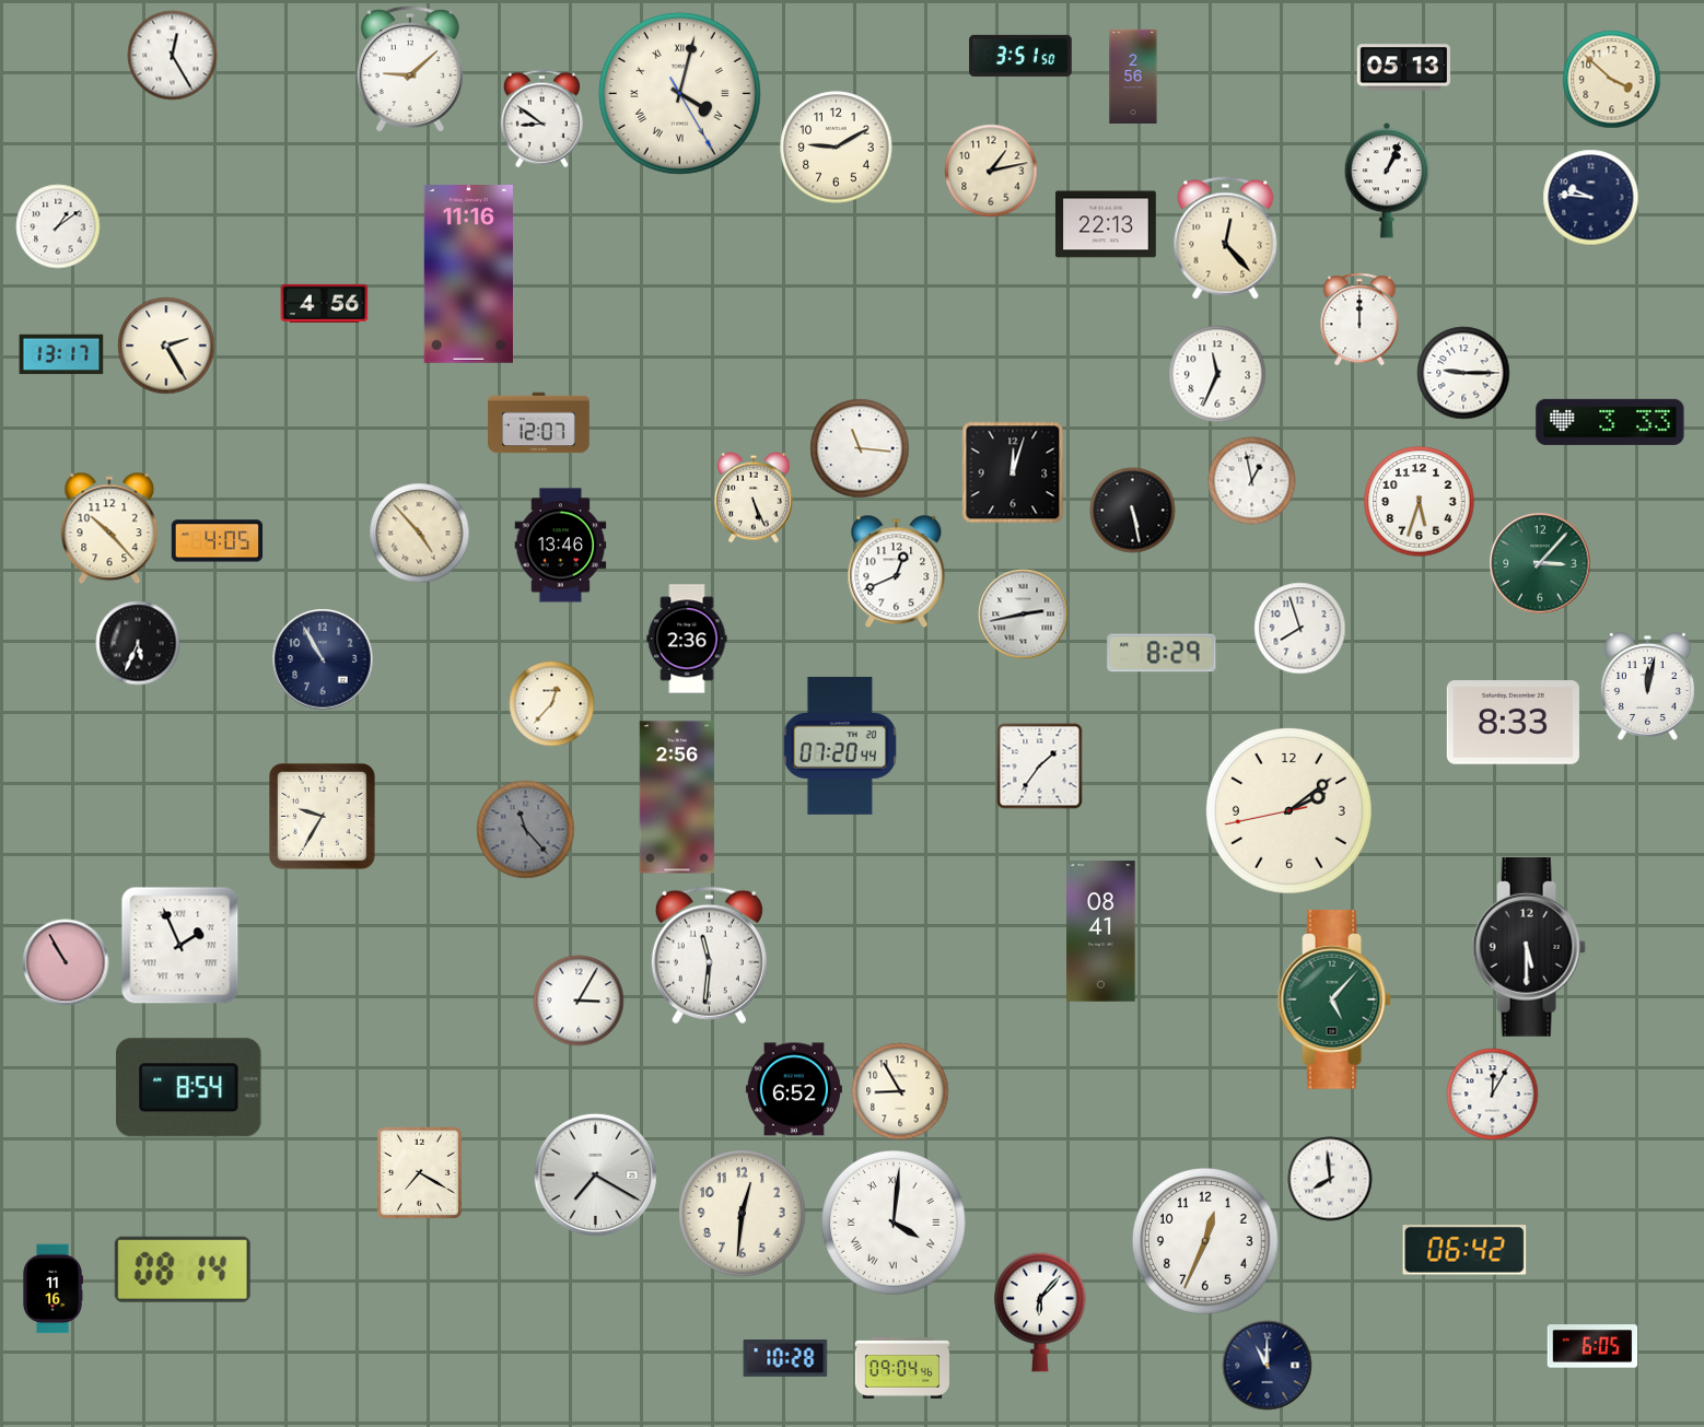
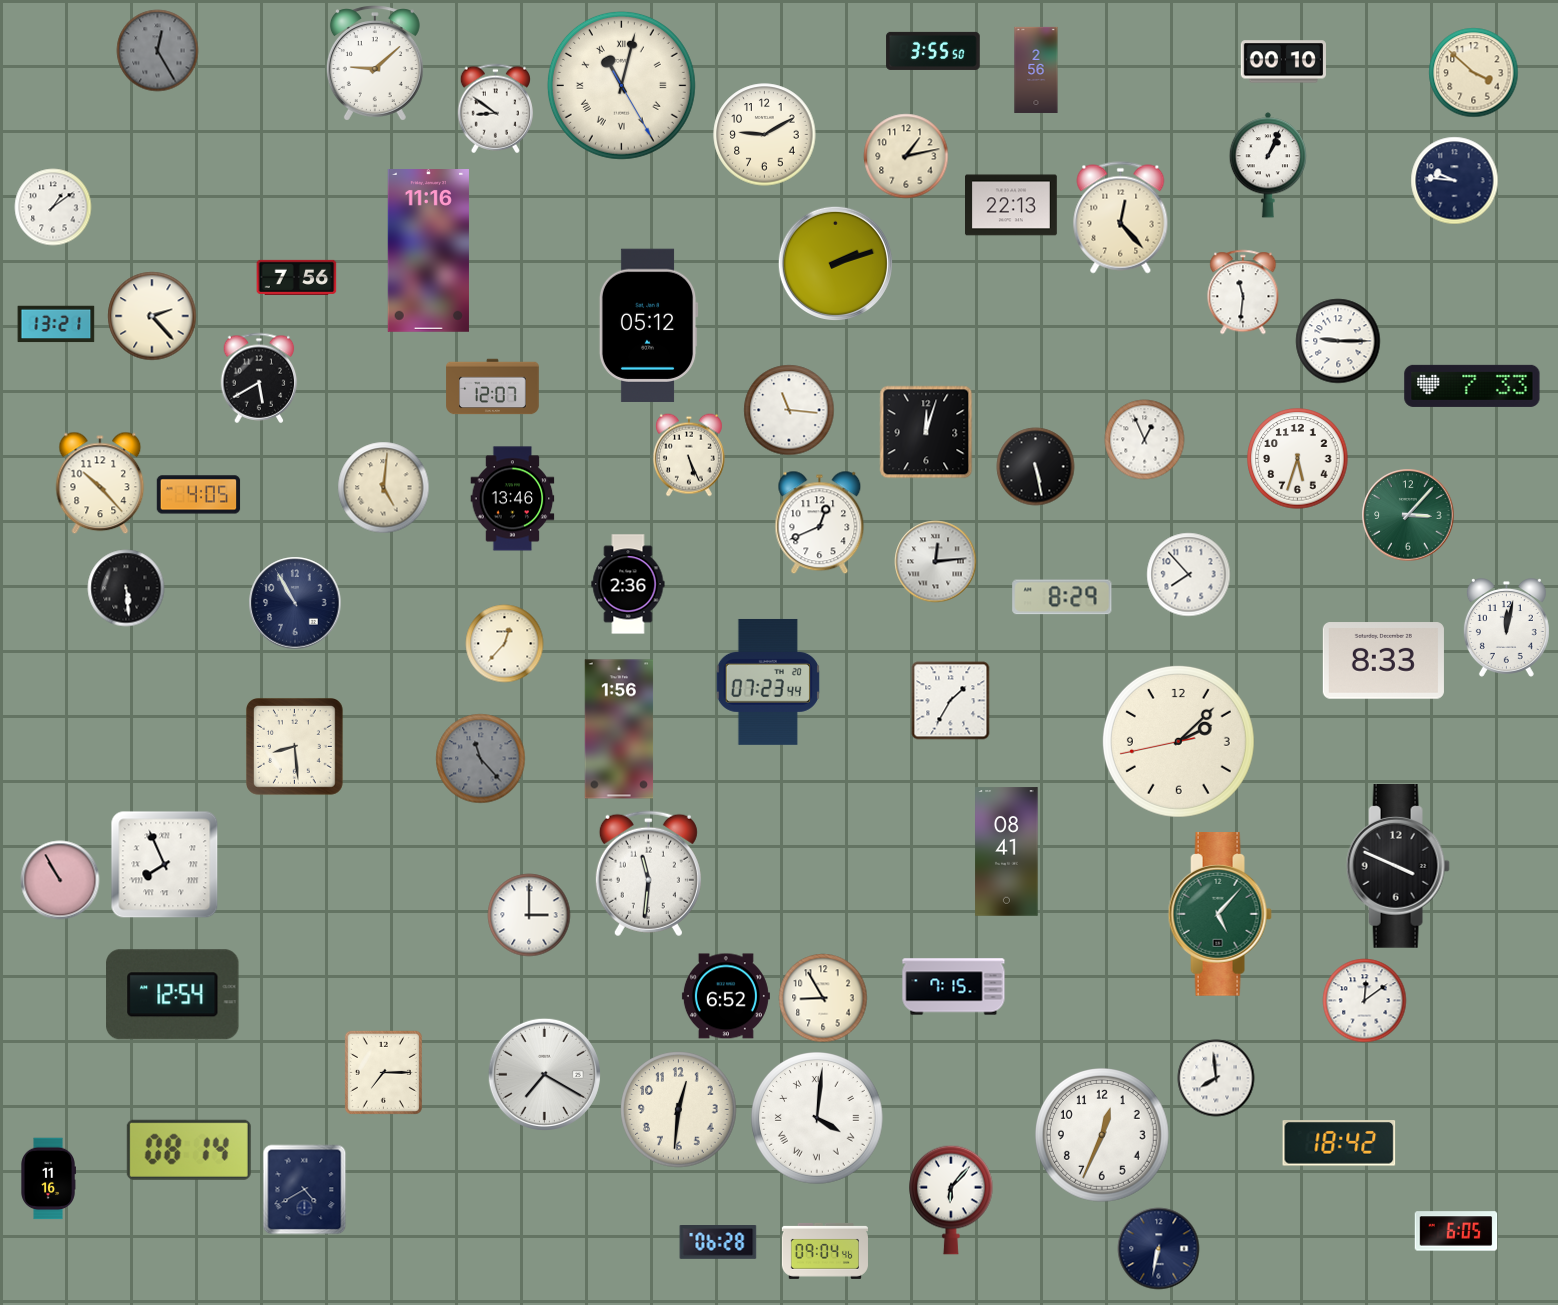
clock at (173, 56) dial: white -> grey
clock at (1020, 56): 3:51 -> 3:55
clock at (1403, 68): 05:13 -> 00:10
clock at (679, 93): 4:02 -> 11:02
clock at (835, 263): none -> 2:12
clock at (325, 303): 4:56 -> 7:56
clock at (1359, 319): 12:00 -> 11:31
clock at (166, 346): 2:25 -> 2:23
clock at (61, 354): 13:17 -> 13:21
clock at (648, 325): none -> 05:12
clock at (1217, 374): 11:34 -> none
clock at (259, 378): none -> 5:40
clock at (1610, 422): 3:33 -> 7:33
clock at (860, 448) position: (860, 448) -> (789, 410)
clock at (1252, 481): 12:58 -> 12:56
clock at (420, 534): 4:53 -> 5:01
clock at (1024, 615): 2:43 -> 12:14
clock at (1300, 629): 7:57 -> 7:53
clock at (138, 643): 5:34 -> 5:29
clock at (839, 746): 07:20 -> 07:23
clock at (1040, 767): 1:36 -> 1:35
clock at (677, 797): 2:56 -> 1:56
clock at (1288, 810): 2:08 -> 2:07
clock at (323, 817): 9:35 -> 8:29
clock at (180, 946): 1:56 -> 7:56
clock at (1529, 948): 5:30 -> 3:49
clock at (579, 1001): 3:05 -> 3:00
clock at (954, 987): none -> 7:15
clock at (189, 1088): 8:54 -> 12:54
clock at (1493, 1095): 12:05 -> 12:09
clock at (419, 1172): 7:20 -> 7:15
clock at (1464, 1250): 06:42 -> 18:42
clock at (183, 1270) position: (183, 1270) -> (189, 1150)
clock at (305, 1190): none -> 4:40
clock at (785, 1359): 10:28 -> 06:28
clock at (1268, 1366): 11:00 -> 6:32
